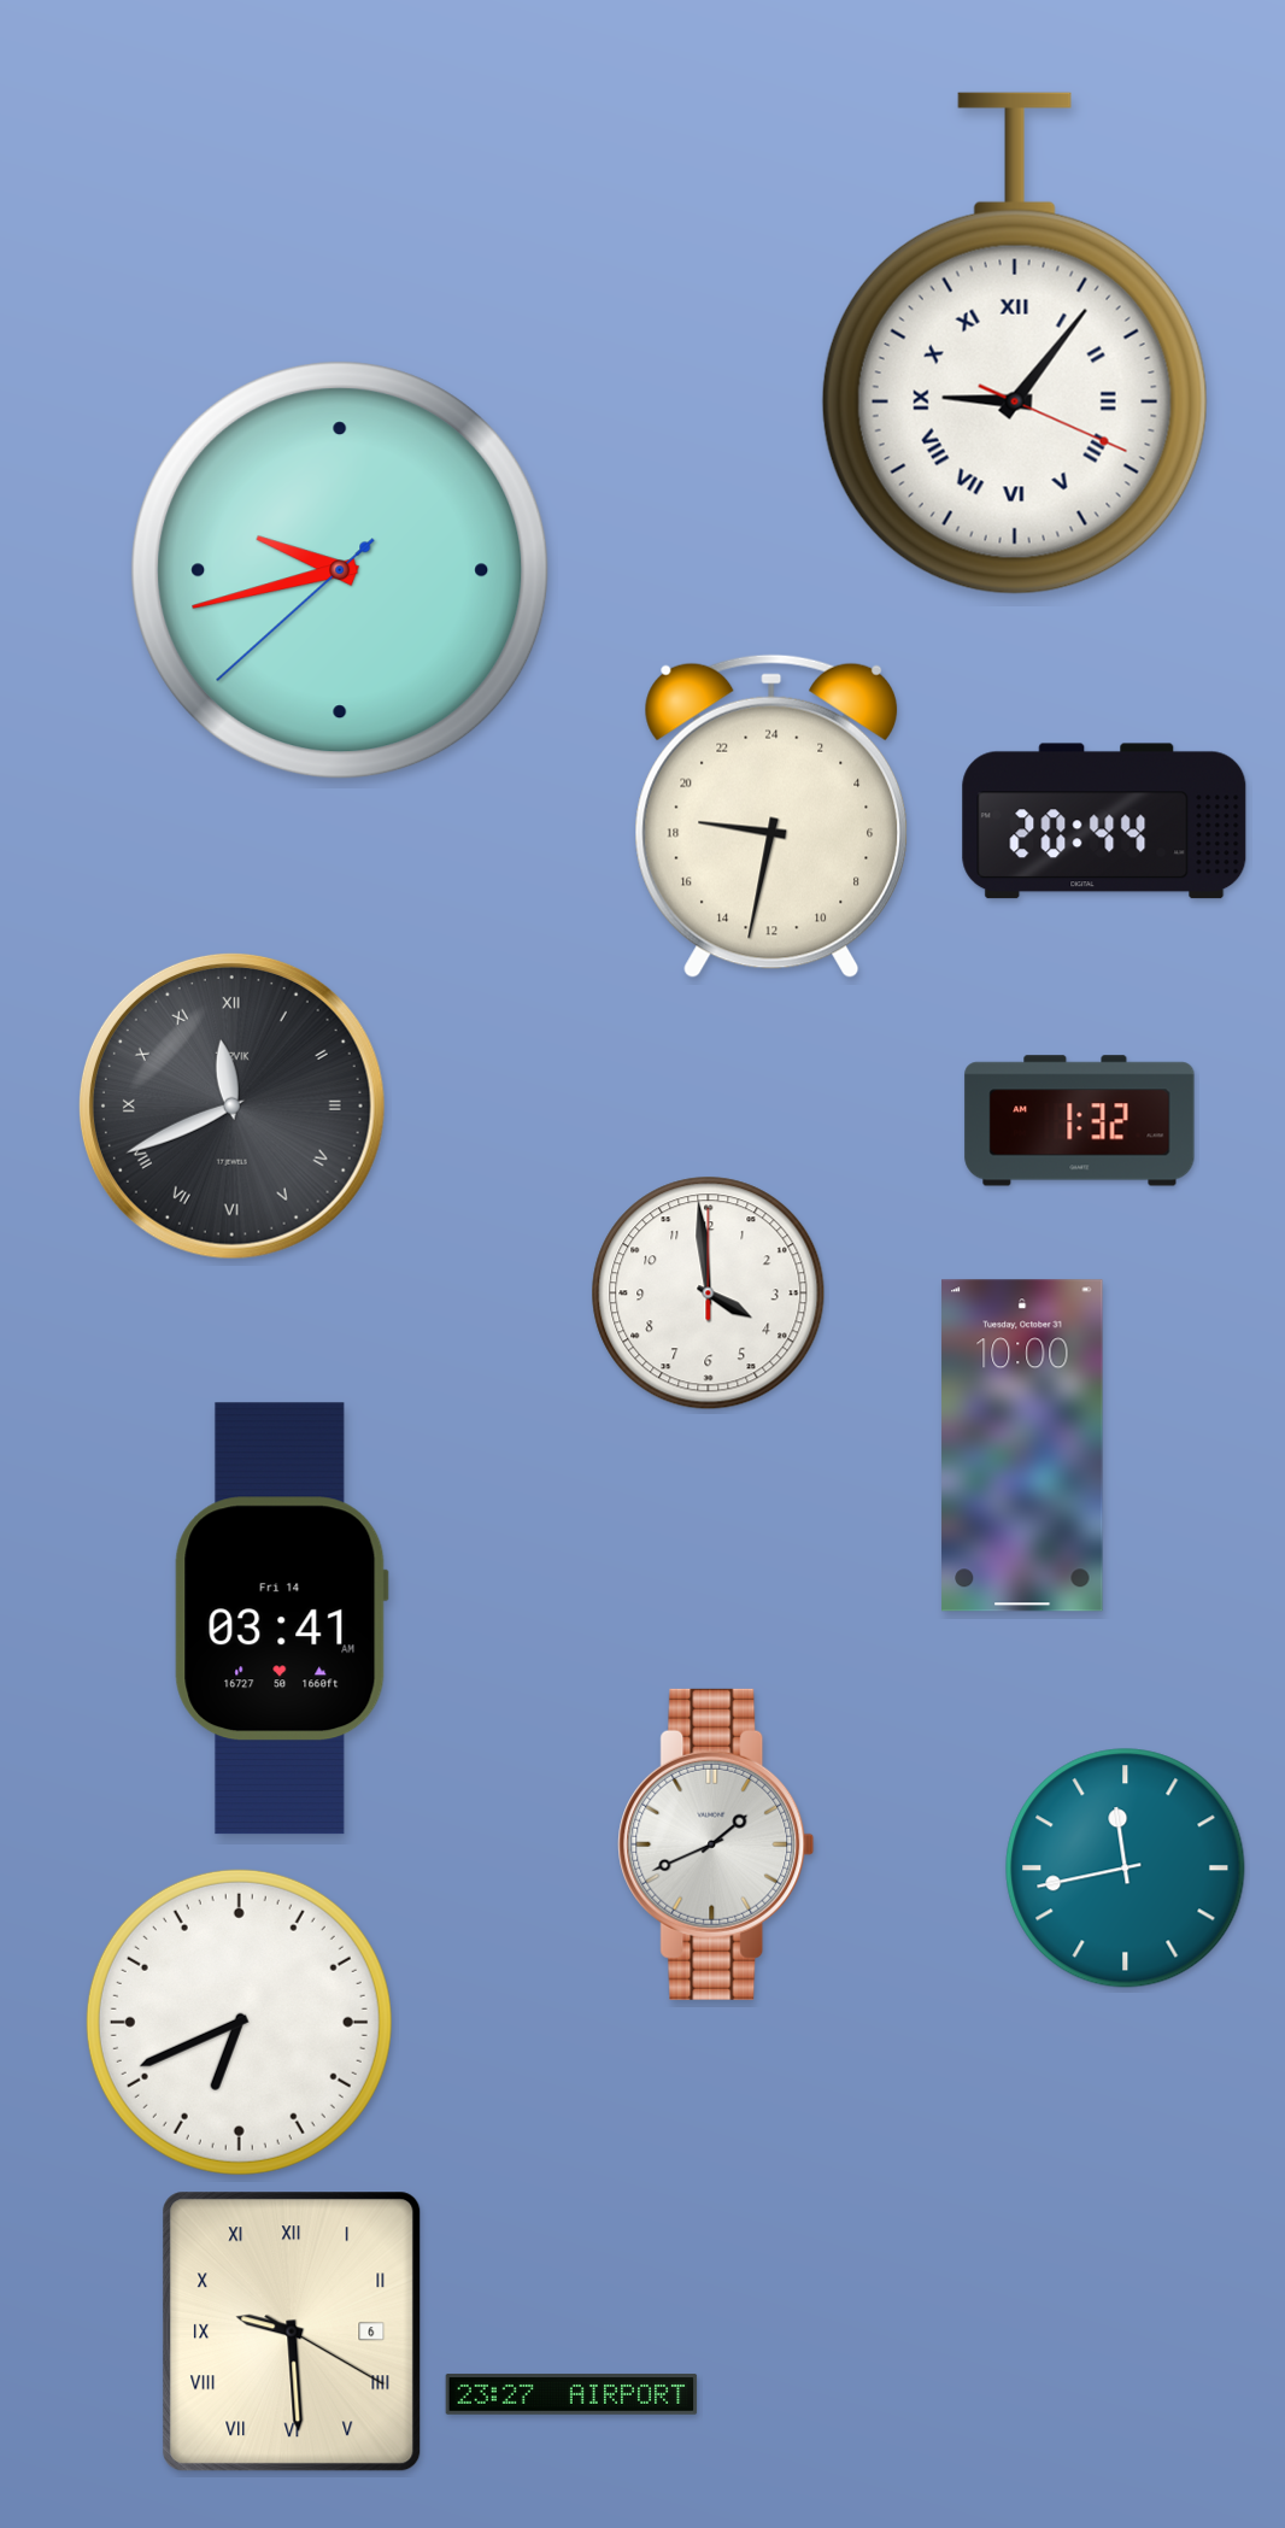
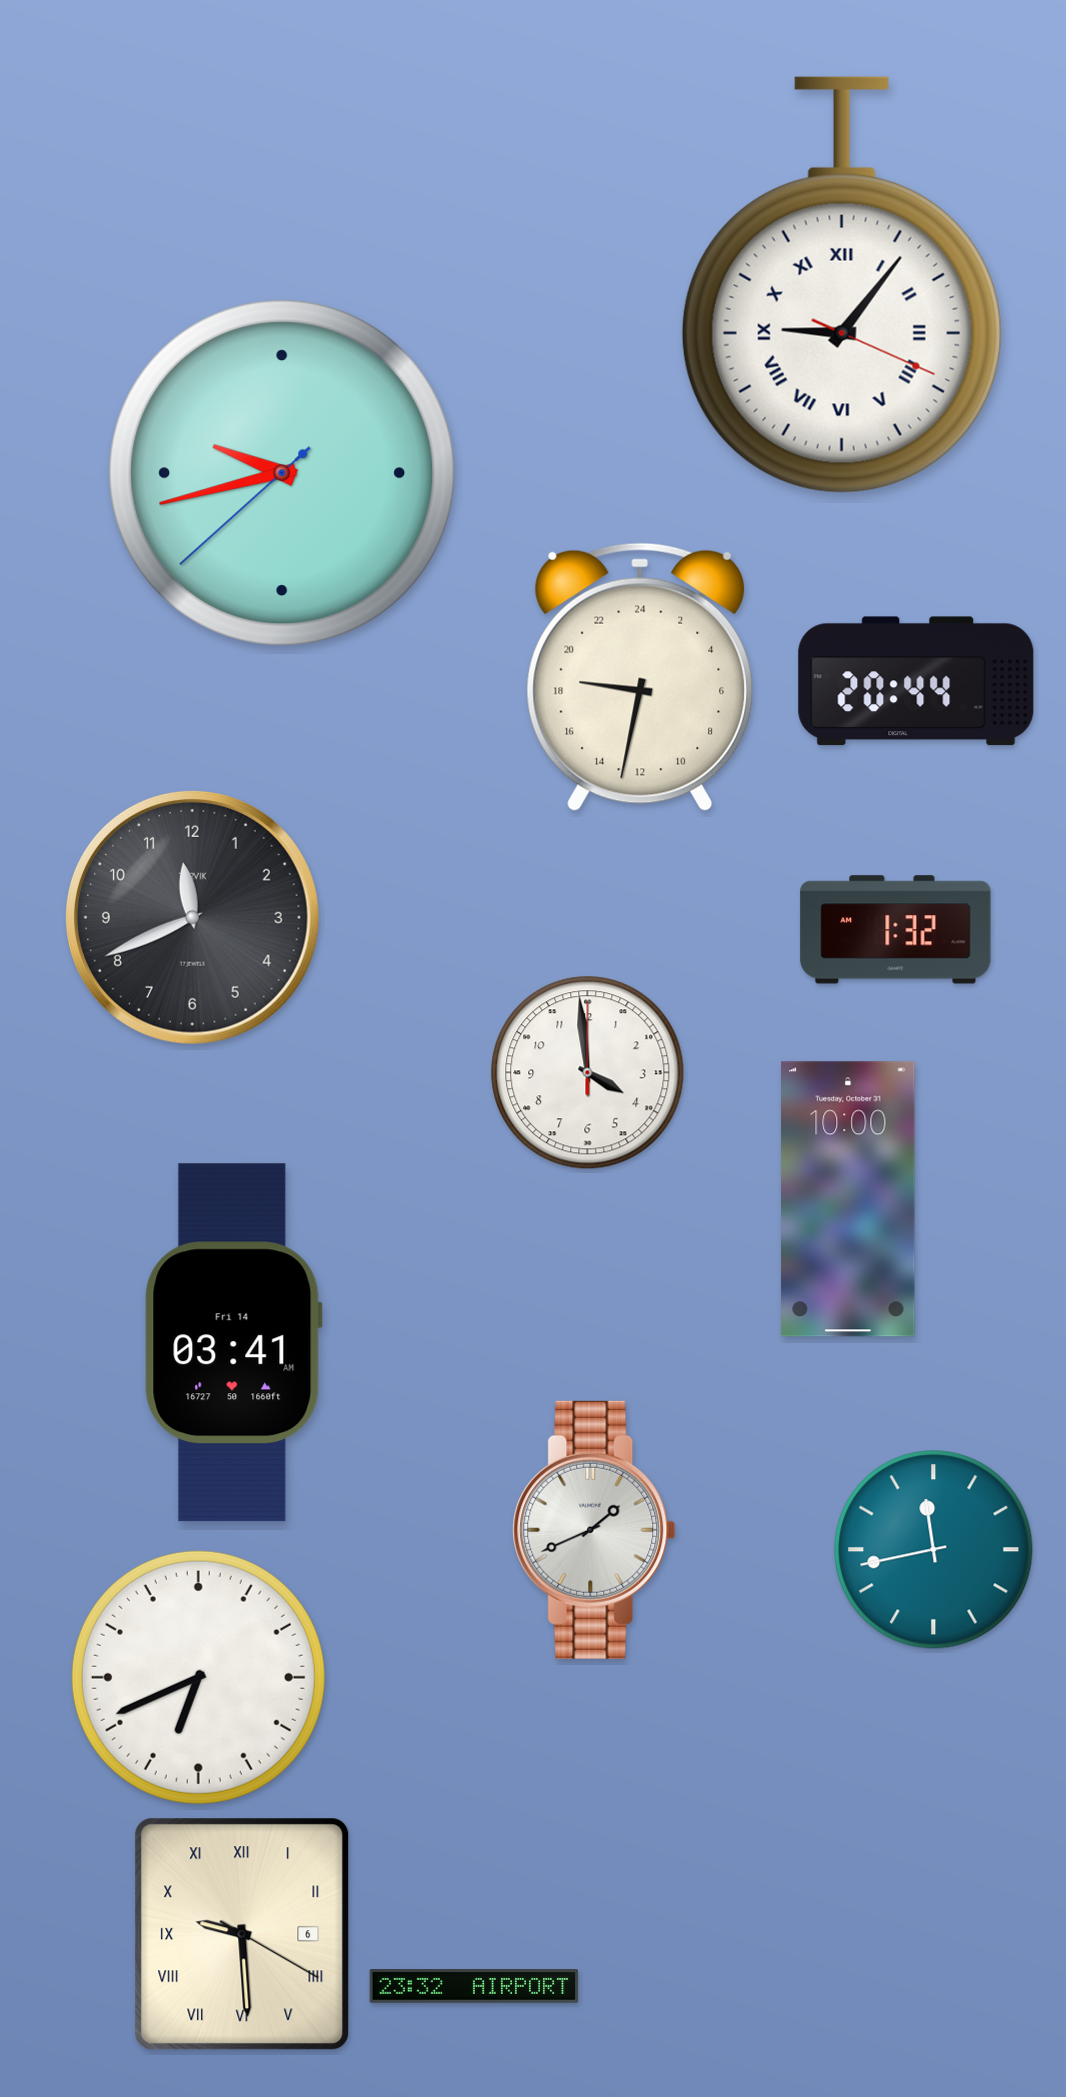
clock at (231, 1105) numerals: Roman -> Arabic
clock at (571, 2394): 23:27 -> 23:32
